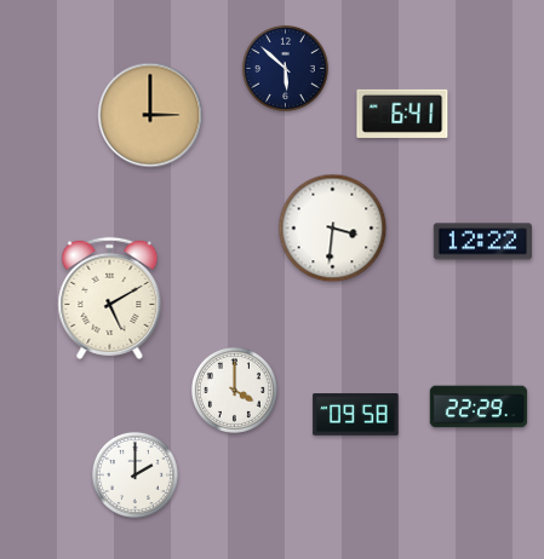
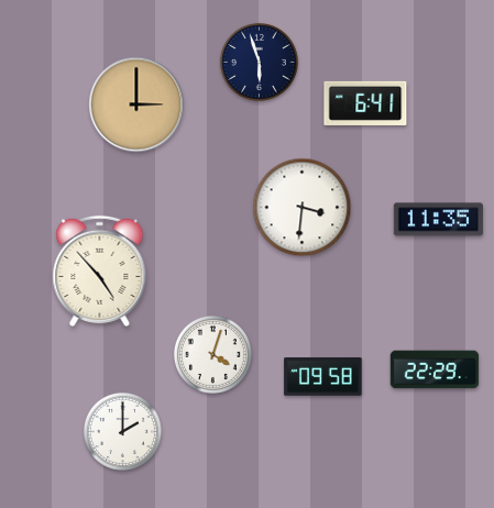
clock at (285, 68): 5:52 -> 5:57
clock at (482, 242): 12:22 -> 11:35
clock at (110, 298): 5:10 -> 4:53
clock at (234, 390): 4:00 -> 4:03
